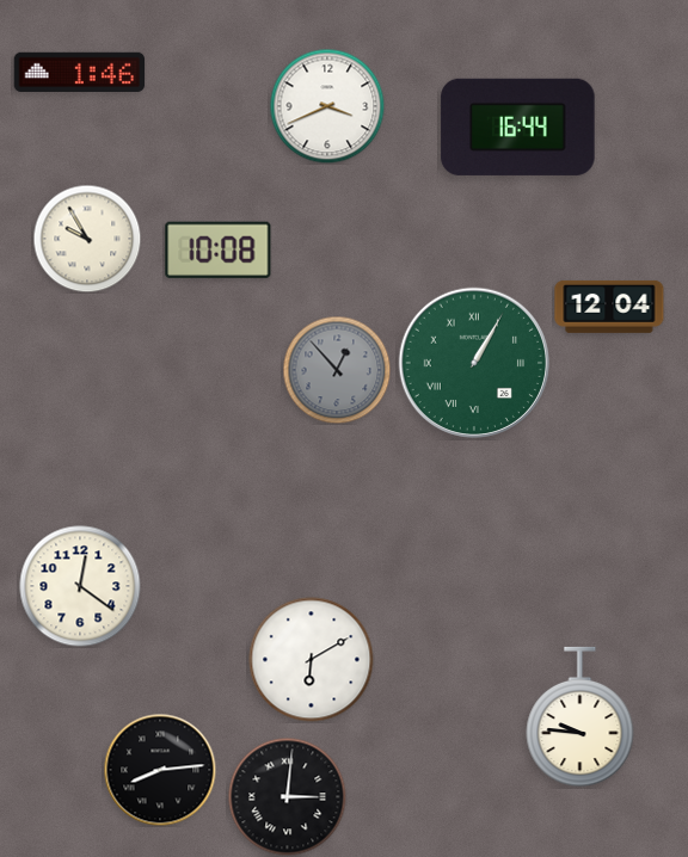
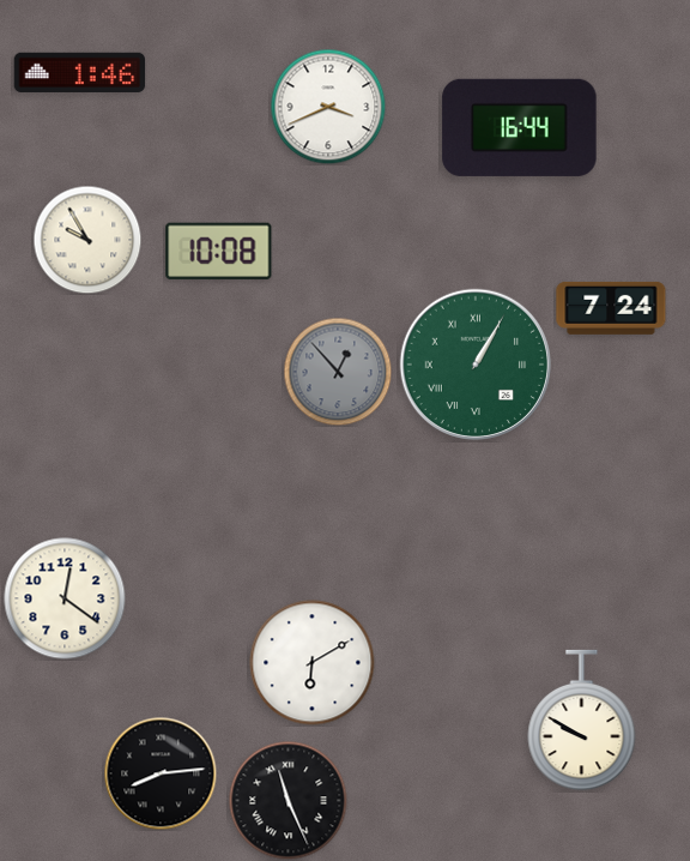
clock at (609, 307): 12:04 -> 7:24
clock at (80, 586) position: (80, 586) -> (65, 598)
clock at (580, 717): 9:46 -> 9:50
clock at (288, 797): 3:01 -> 11:26
